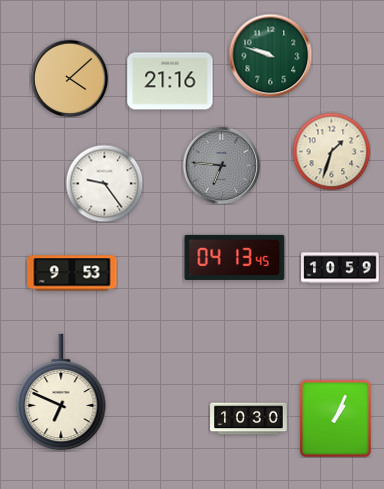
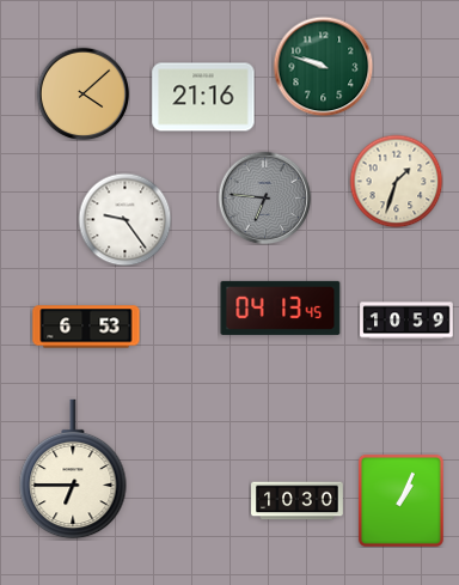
clock at (72, 273): 9:53 -> 6:53
clock at (61, 392): 6:49 -> 6:45
